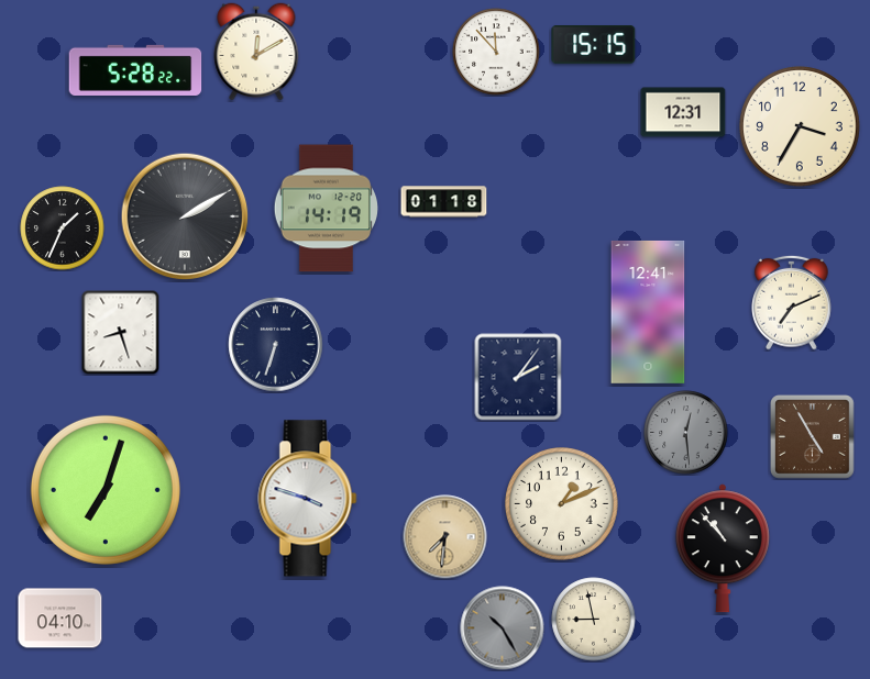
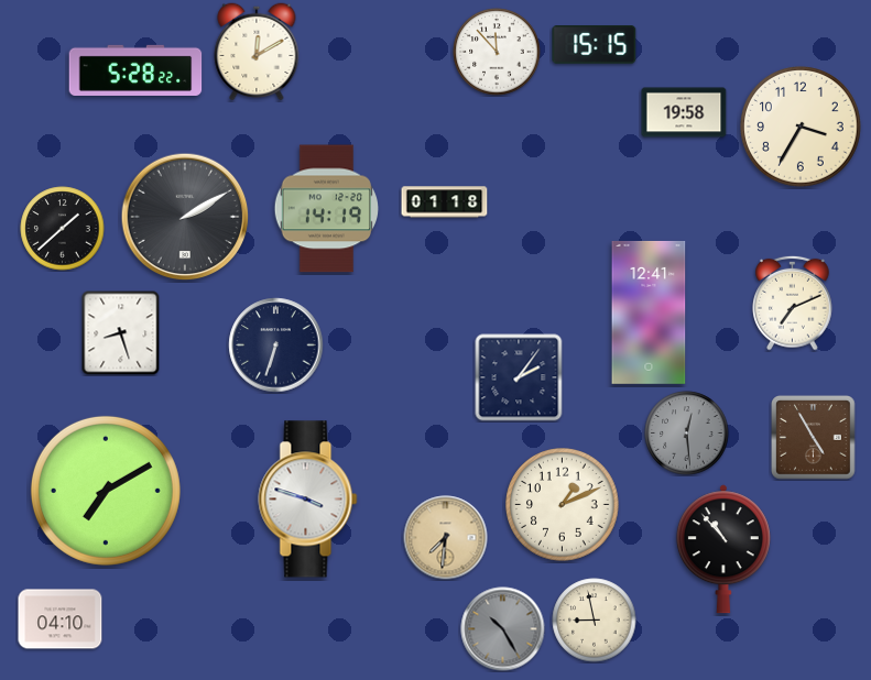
clock at (683, 112): 12:31 -> 19:58
clock at (63, 229): 1:34 -> 1:38
clock at (106, 490): 7:03 -> 7:10
